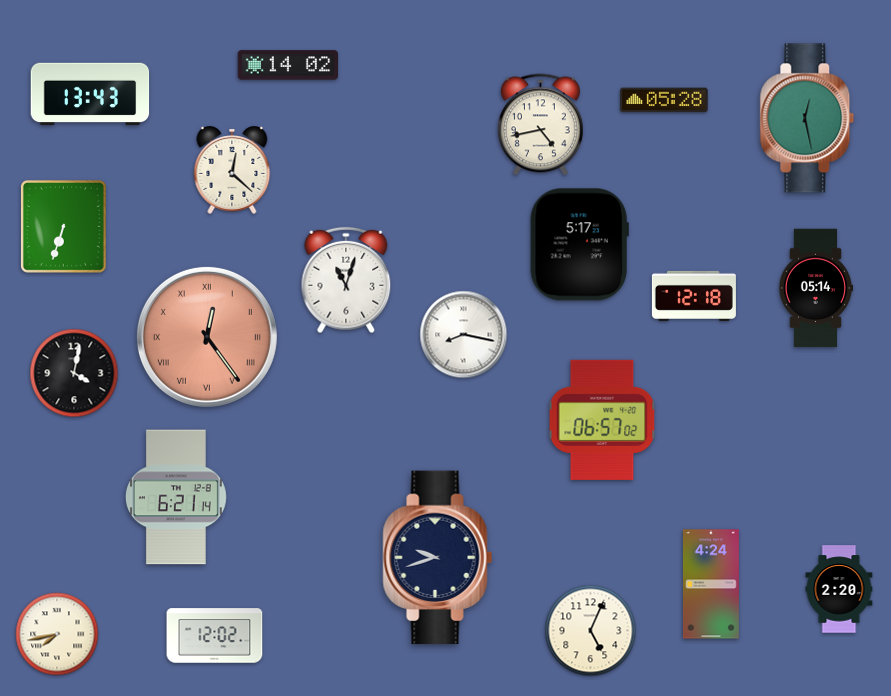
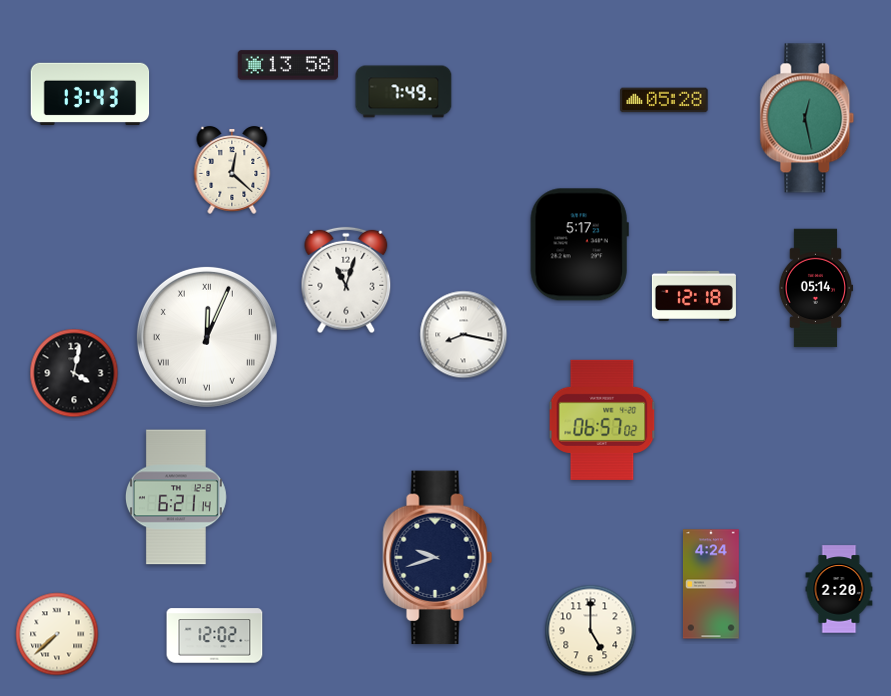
clock at (288, 65): 14:02 -> 13:58
clock at (404, 92): none -> 7:49
clock at (540, 125): 4:43 -> none
clock at (63, 226): 6:33 -> none
clock at (207, 337): 12:24 -> 12:04
clock at (207, 337) dial: salmon -> white
clock at (591, 631): 5:04 -> 5:00
clock at (57, 634): 7:43 -> 7:38
